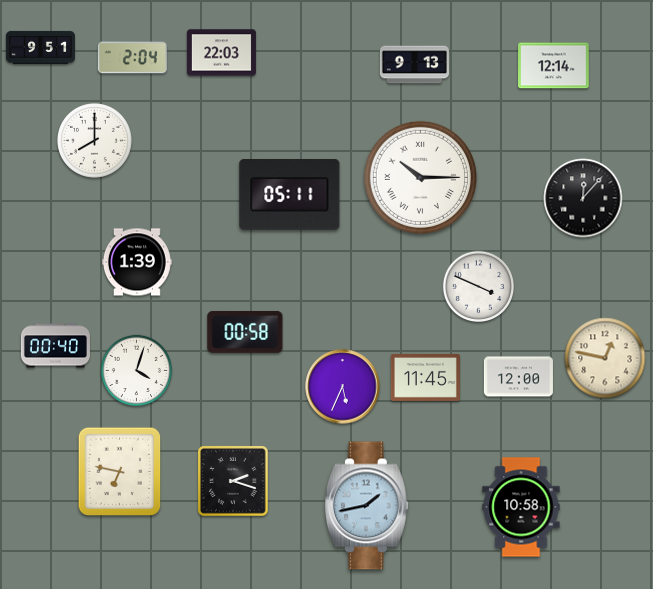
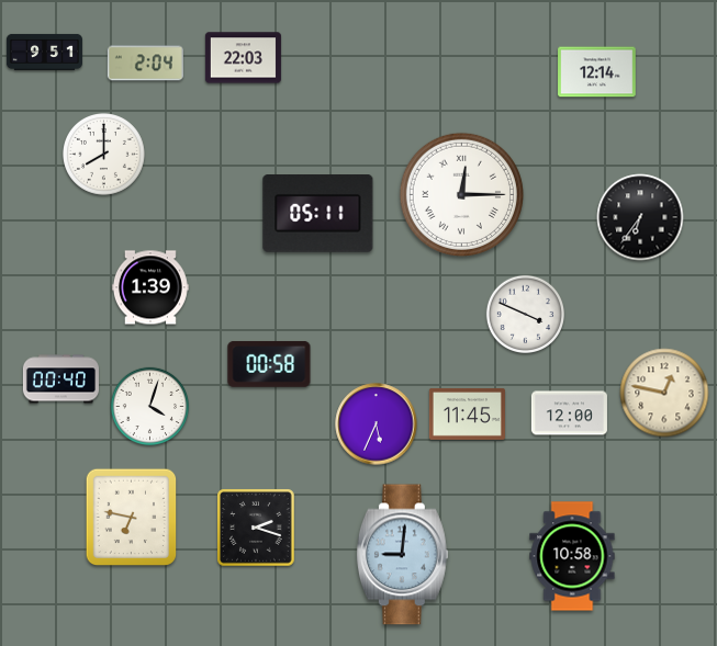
clock at (414, 65): 9:13 -> none
clock at (554, 66) position: (554, 66) -> (597, 72)
clock at (420, 177): 10:15 -> 12:15
clock at (583, 198): 12:07 -> 6:36
clock at (366, 506): 1:43 -> 9:01
